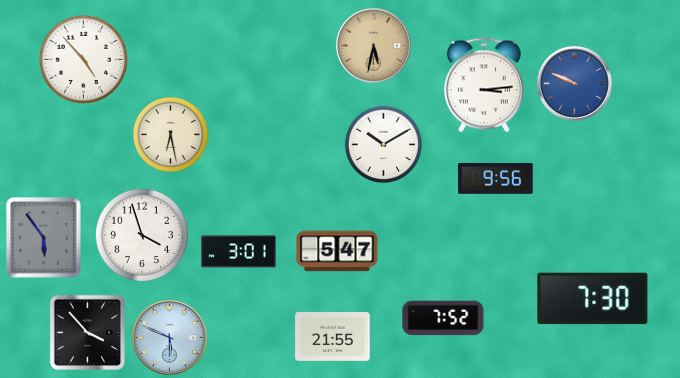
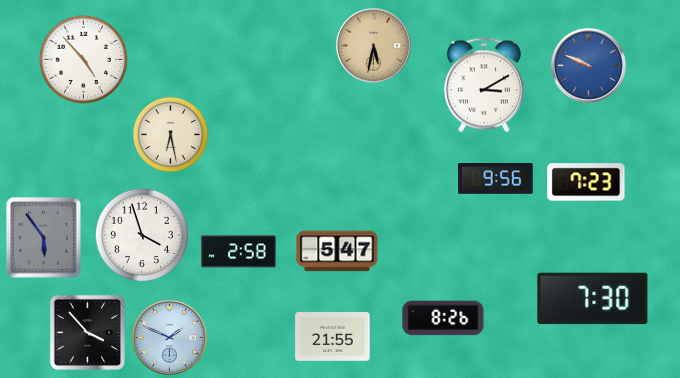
clock at (574, 83) position: (574, 83) -> (588, 65)
clock at (484, 85): 3:14 -> 3:10
clock at (384, 145): 10:10 -> none
clock at (586, 182): none -> 7:23
clock at (239, 252): 3:01 -> 2:58
clock at (443, 318): 7:52 -> 8:26
clock at (169, 337): 5:49 -> 1:49
